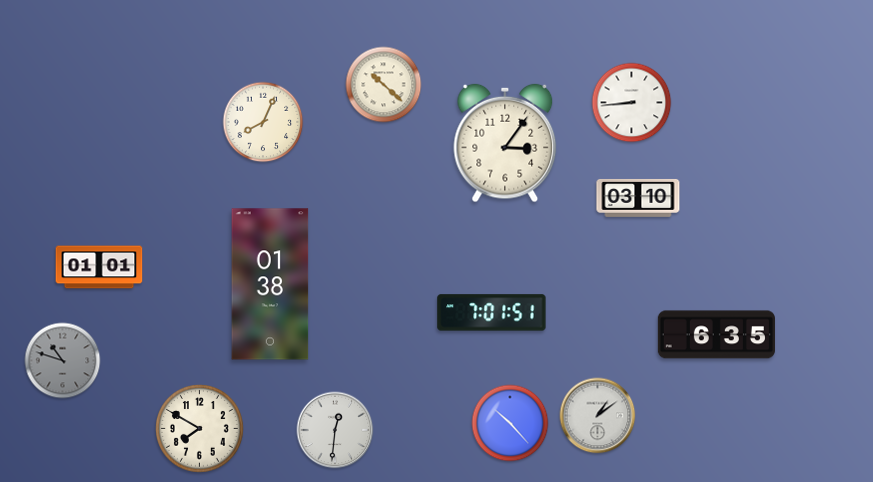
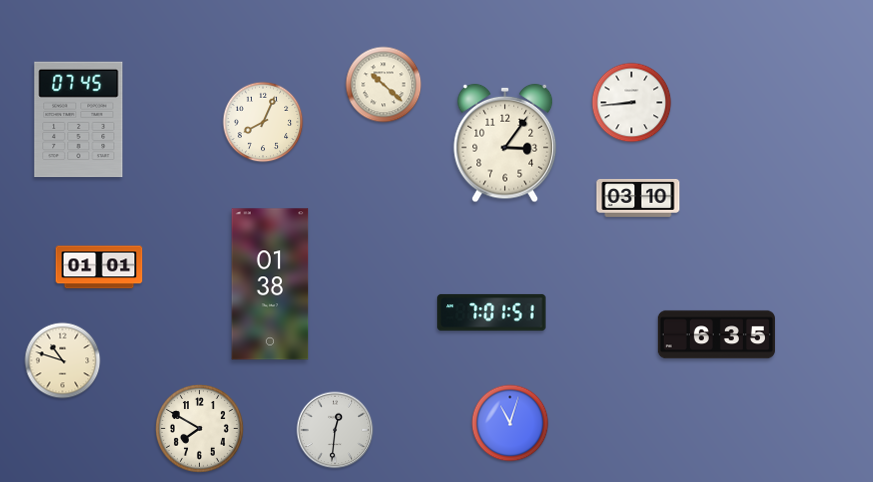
clock at (79, 120): none -> 07:45
clock at (63, 361) dial: grey -> cream
clock at (598, 416): 1:09 -> none
clock at (510, 423): 10:23 -> 11:03
